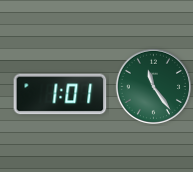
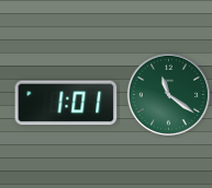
clock at (153, 86): 11:24 -> 11:21
